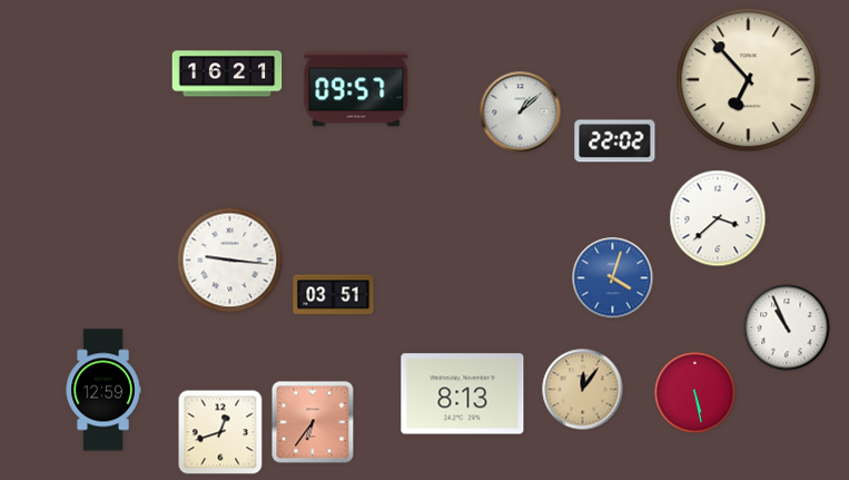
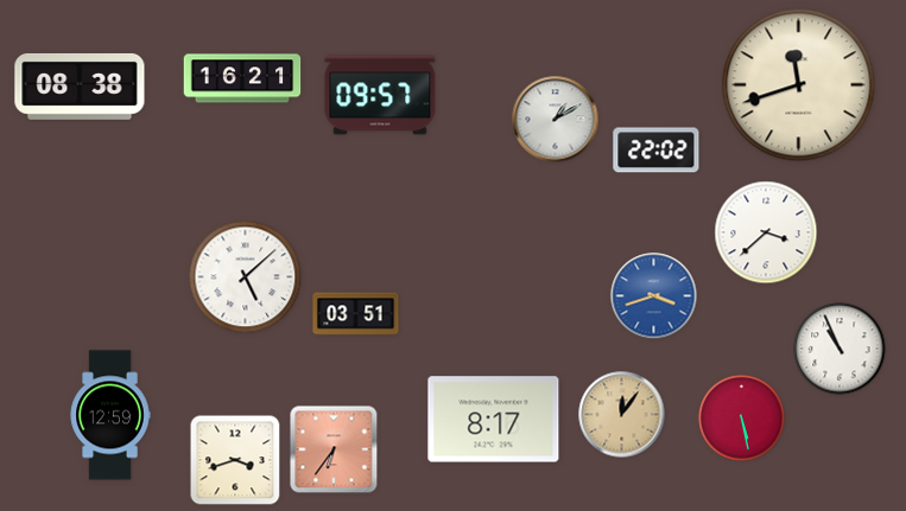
clock at (749, 80): 6:53 -> 11:42
clock at (80, 87): none -> 08:38
clock at (521, 112): 1:08 -> 1:10
clock at (230, 261): 9:16 -> 5:08
clock at (613, 278): 4:03 -> 3:42
clock at (463, 394): 8:13 -> 8:17
clock at (220, 432): 12:42 -> 3:42
